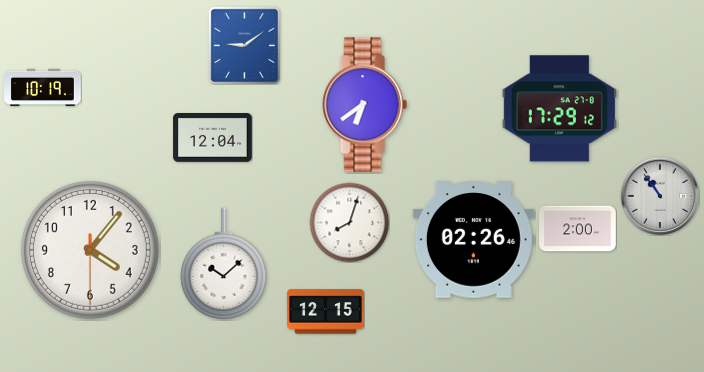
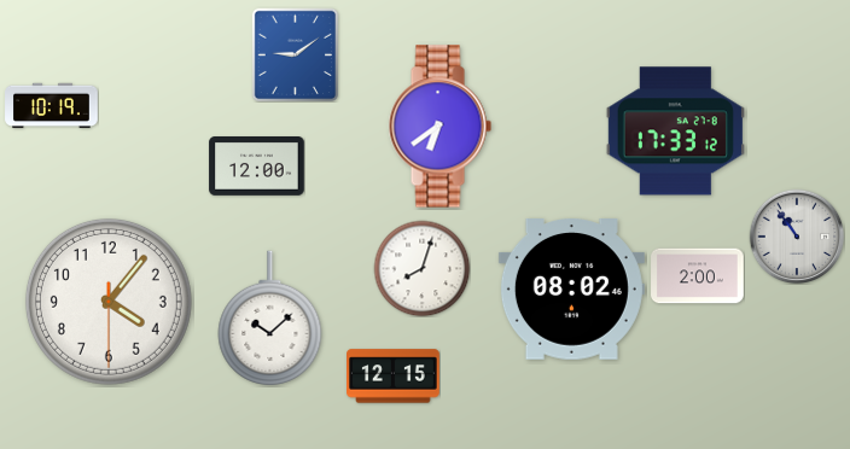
clock at (559, 109): 17:29 -> 17:33
clock at (213, 138): 12:04 -> 12:00
clock at (473, 240): 02:26 -> 08:02
